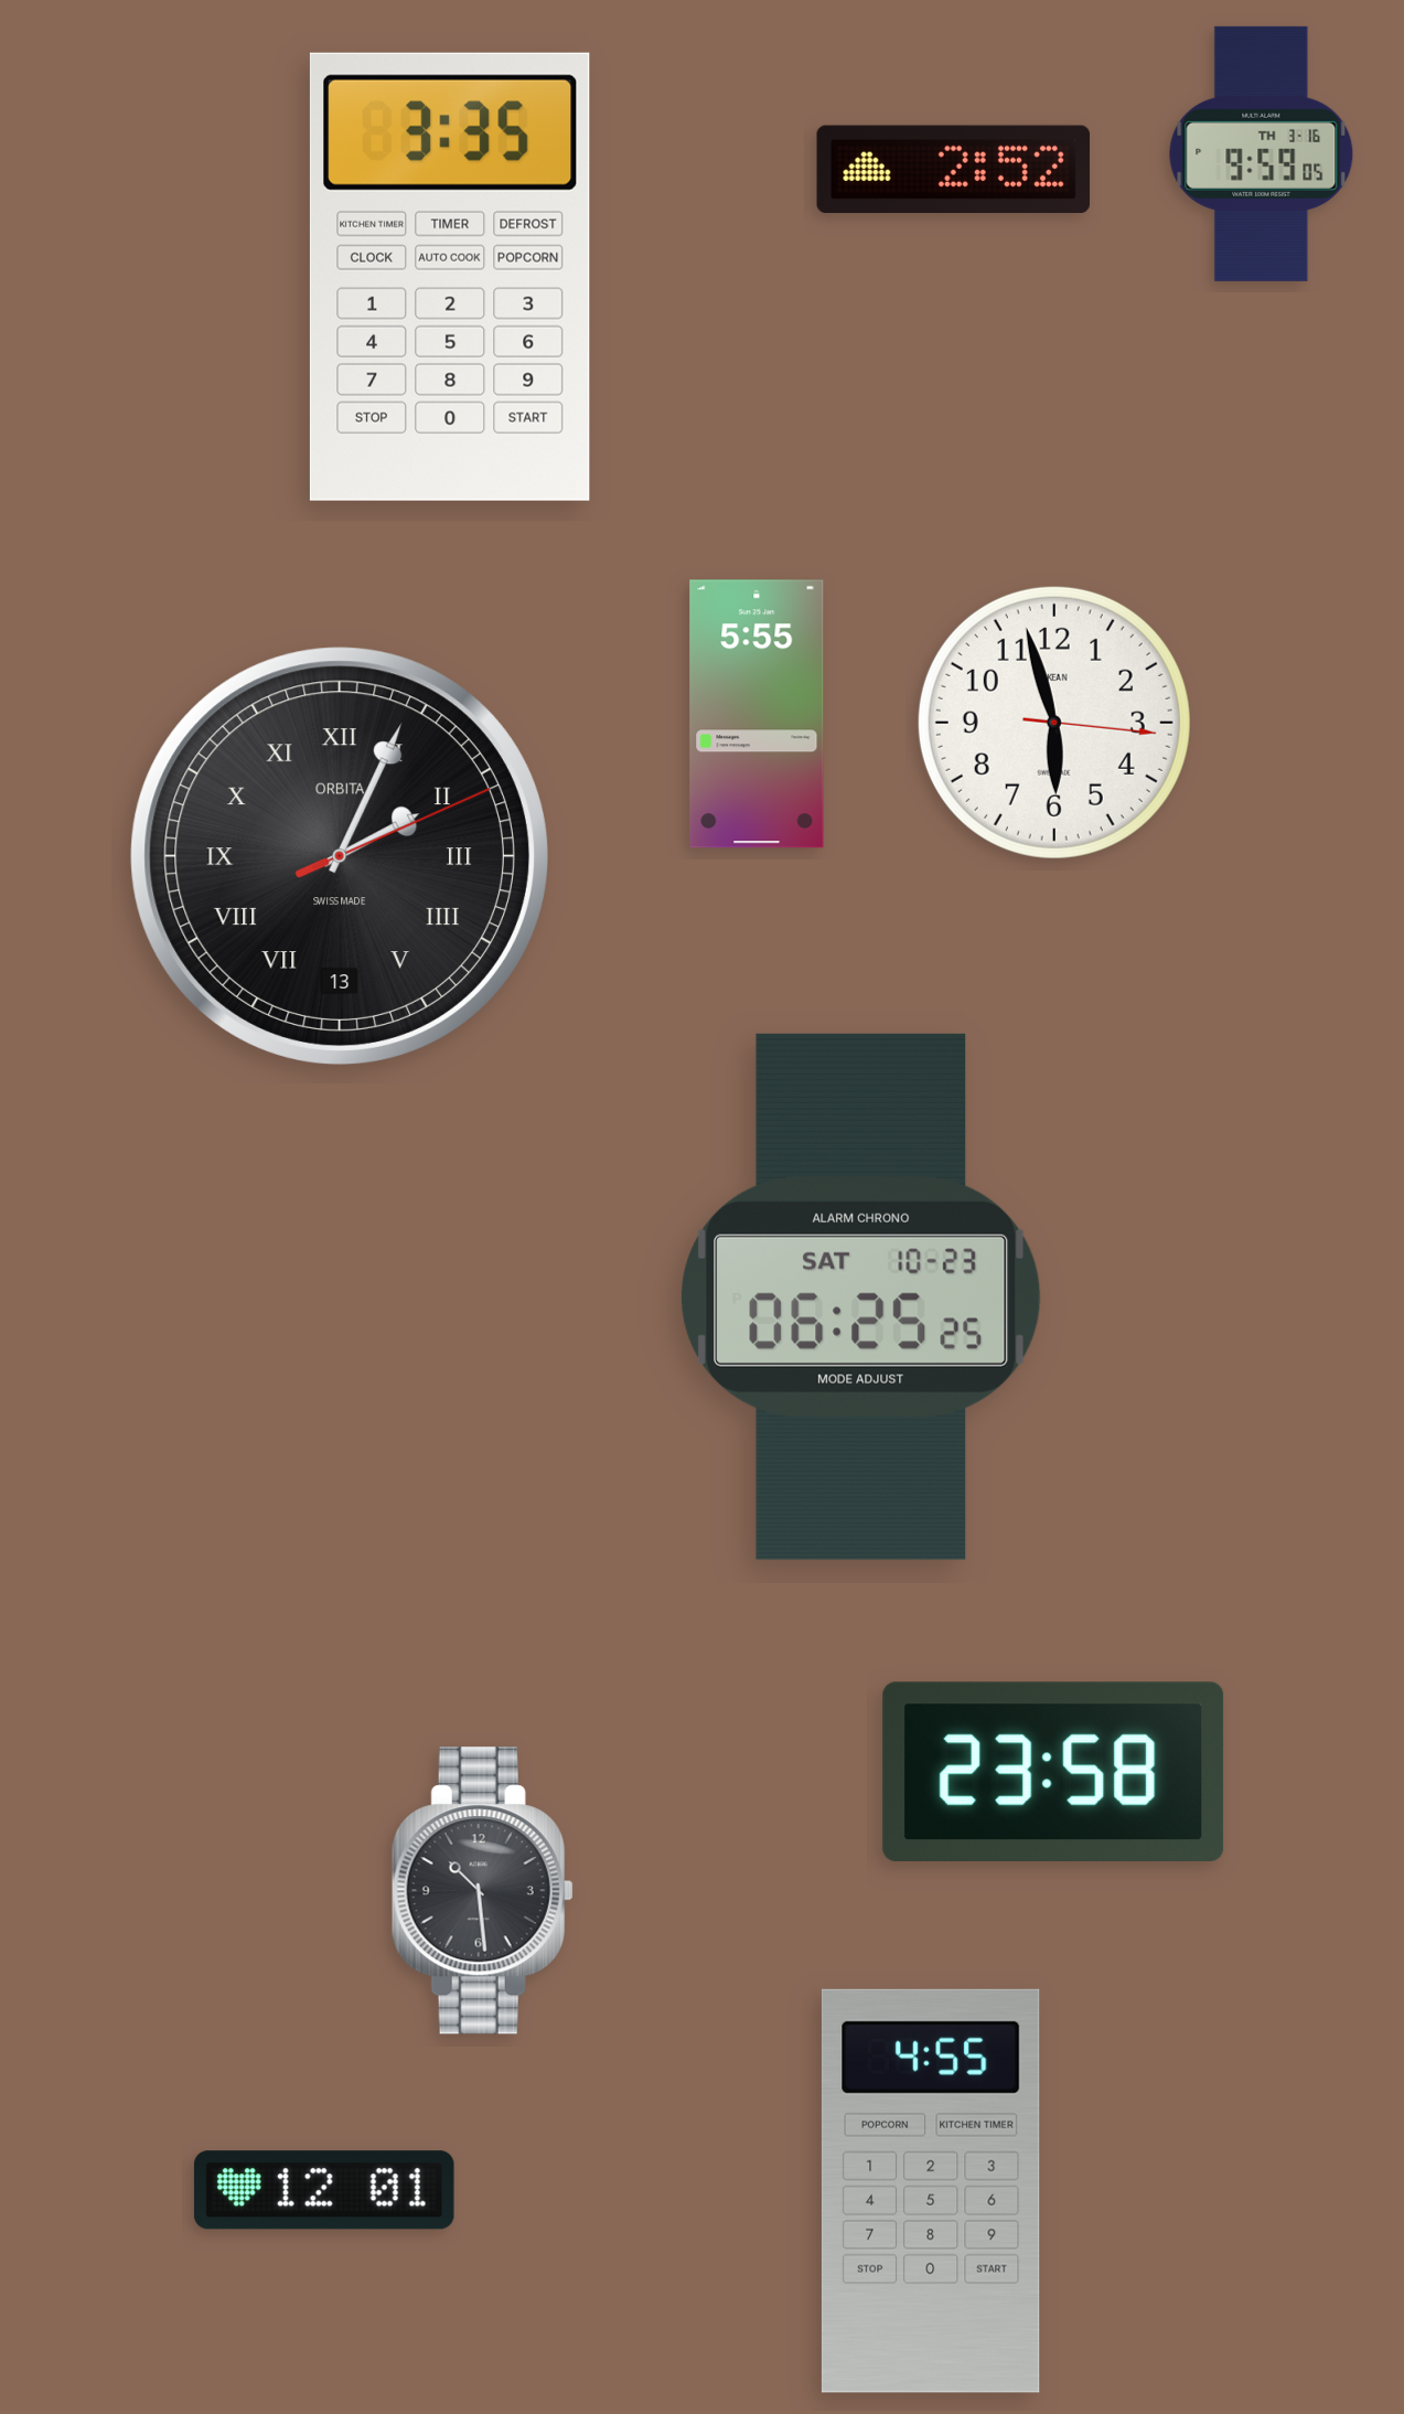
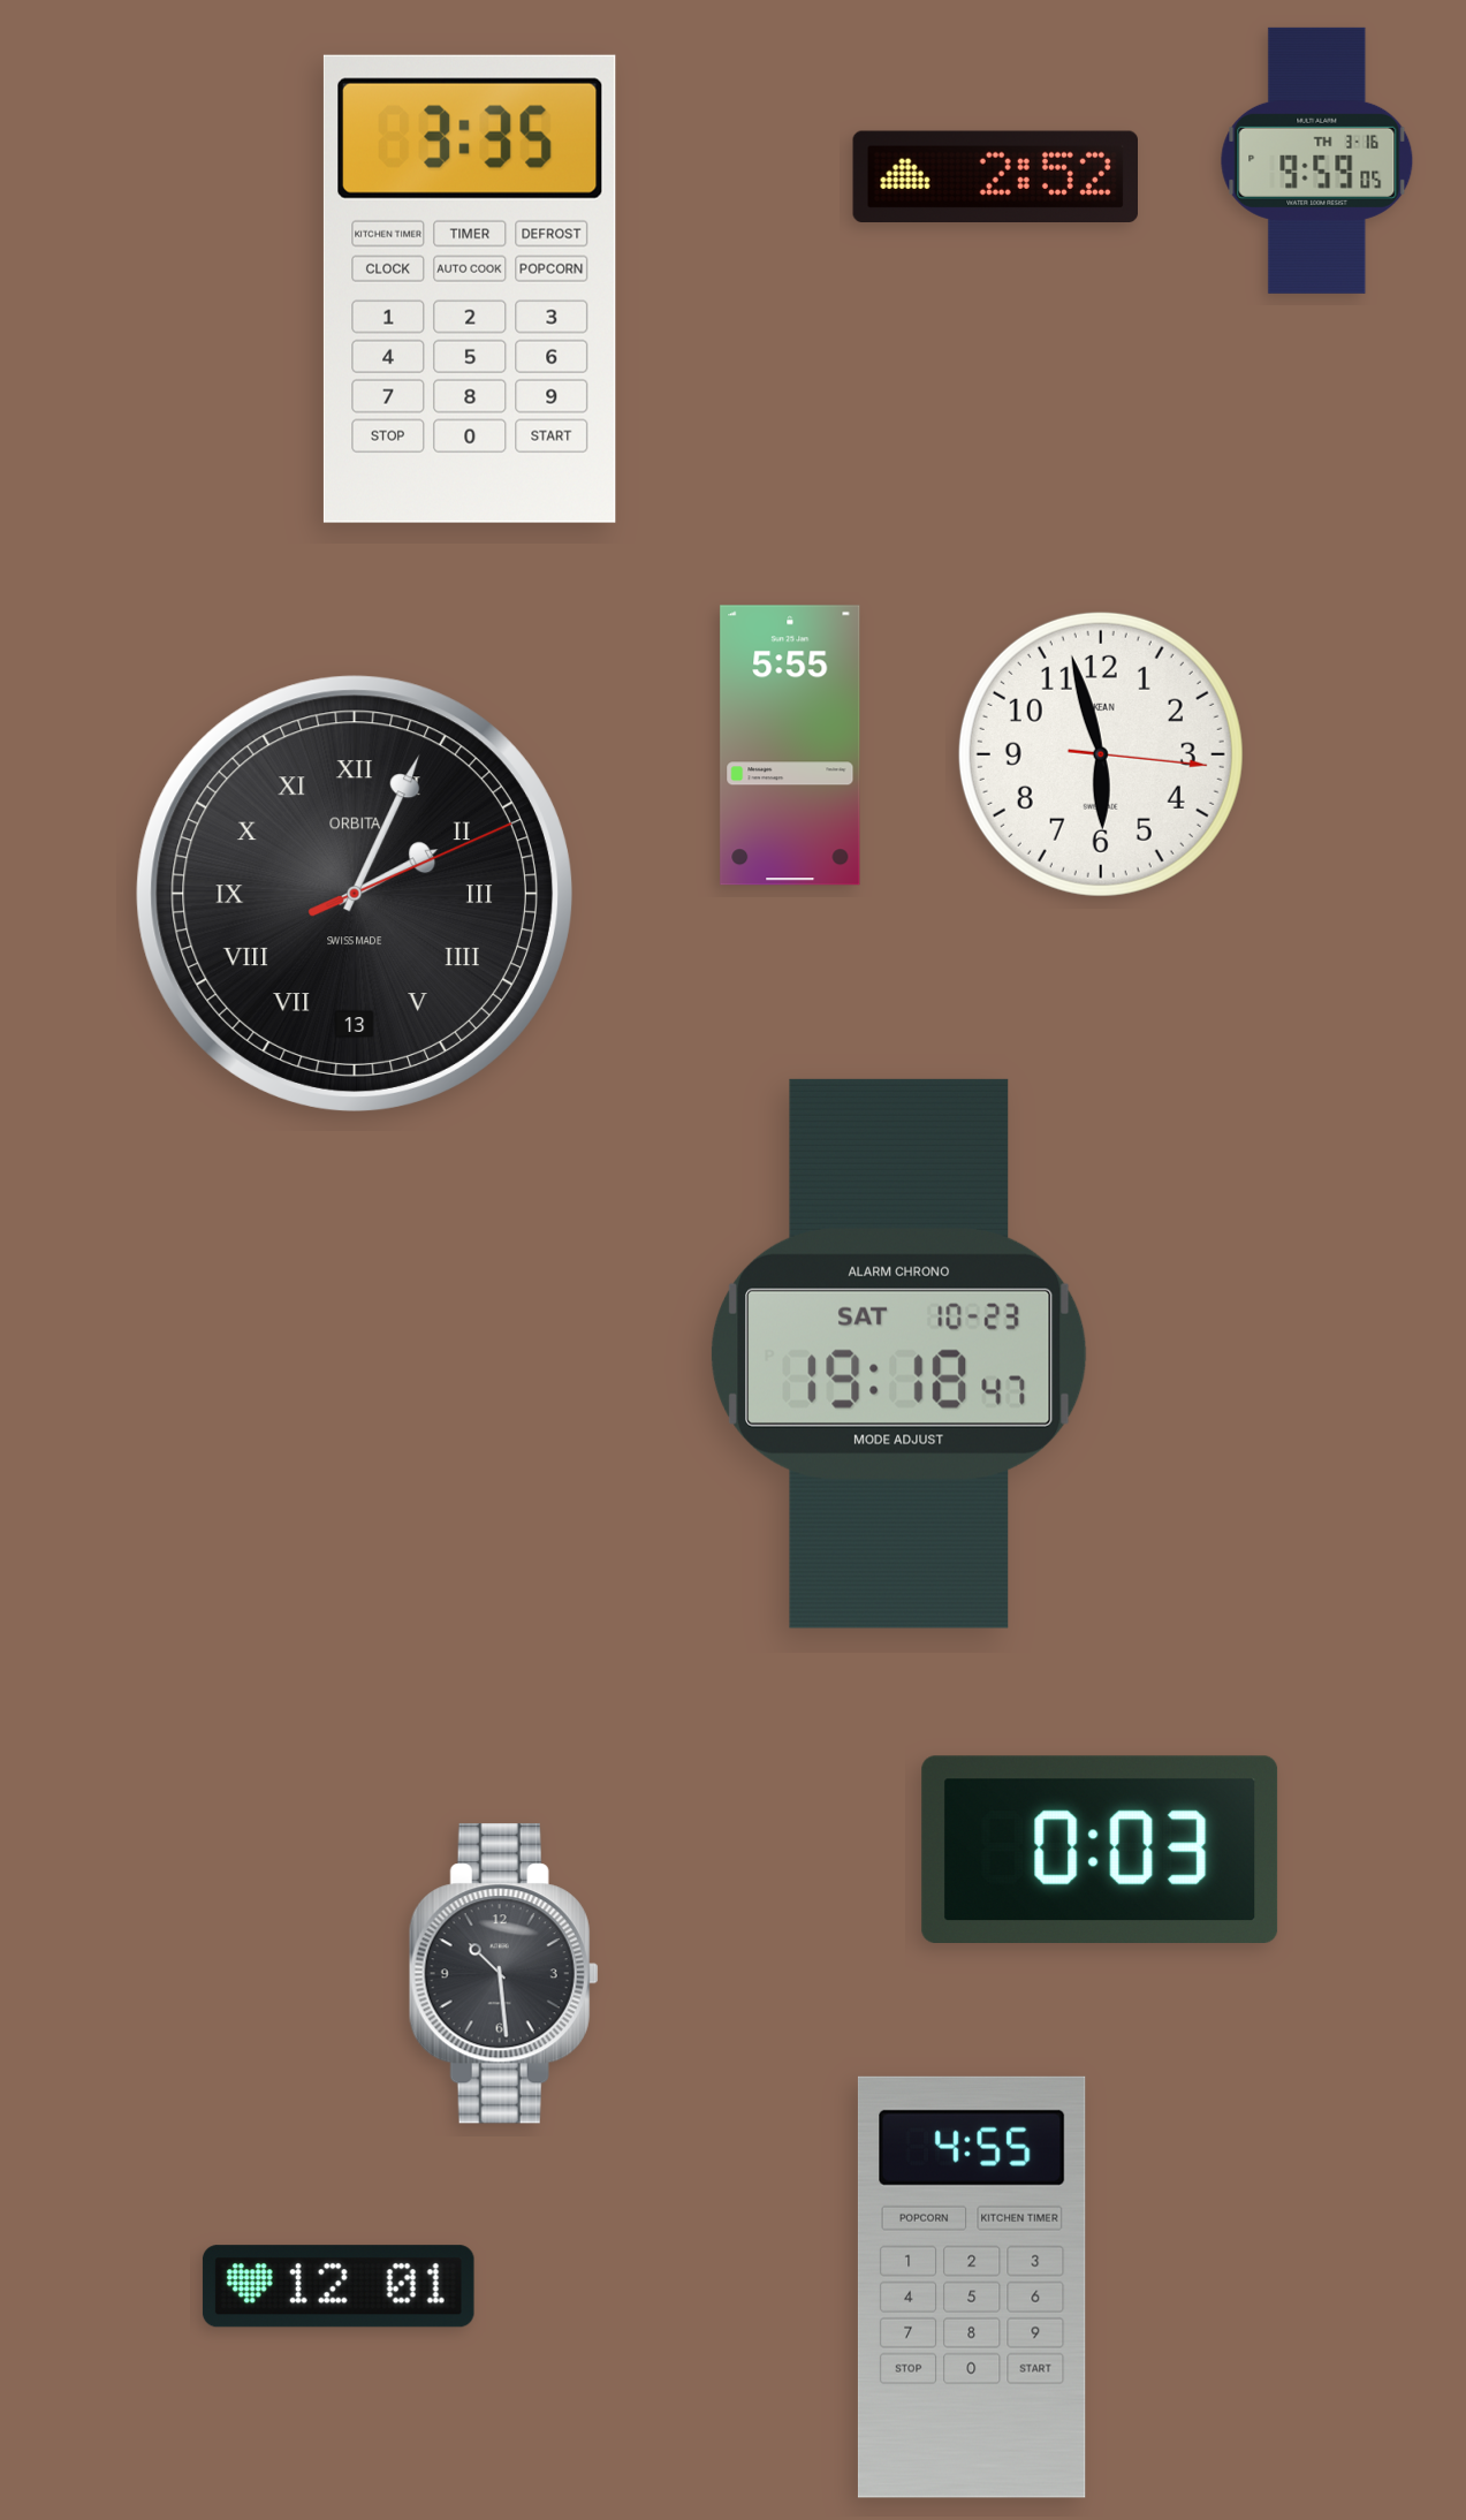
clock at (861, 1296): 06:25 -> 19:18
clock at (1053, 1771): 23:58 -> 0:03
